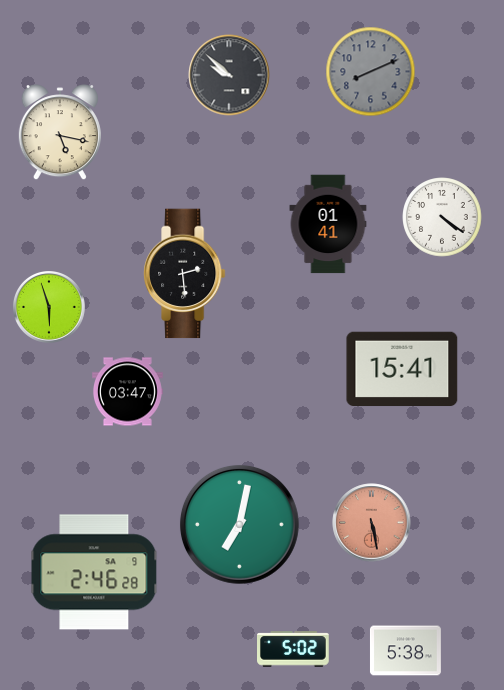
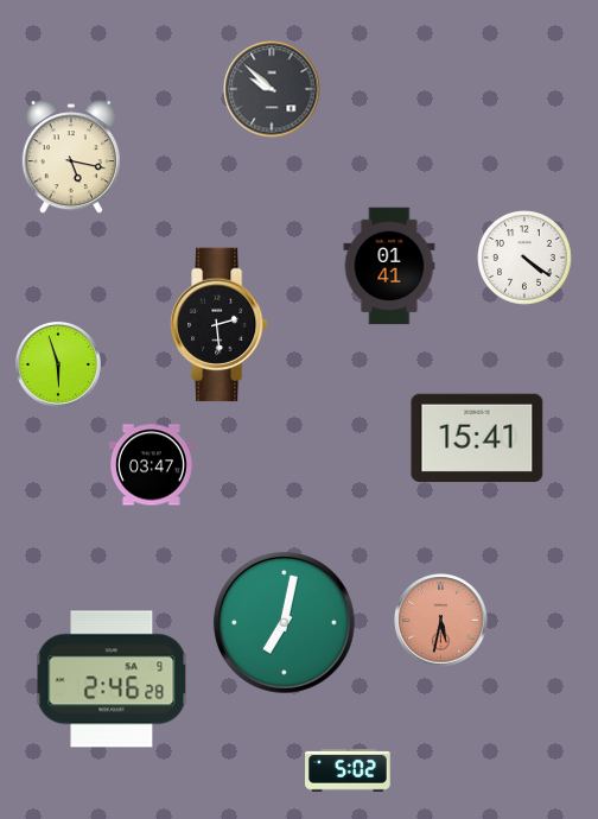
clock at (371, 72): 8:11 -> none
clock at (372, 523): 5:28 -> 5:32
clock at (405, 651): 5:38 -> none
